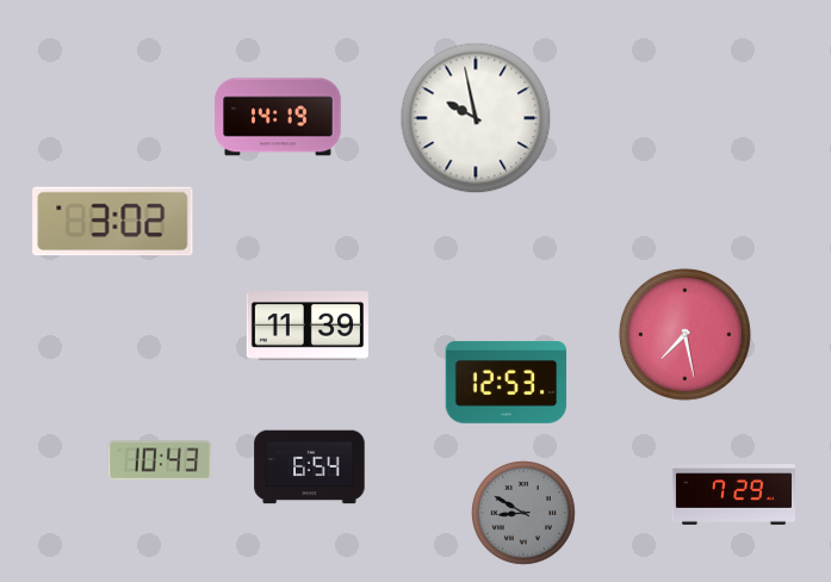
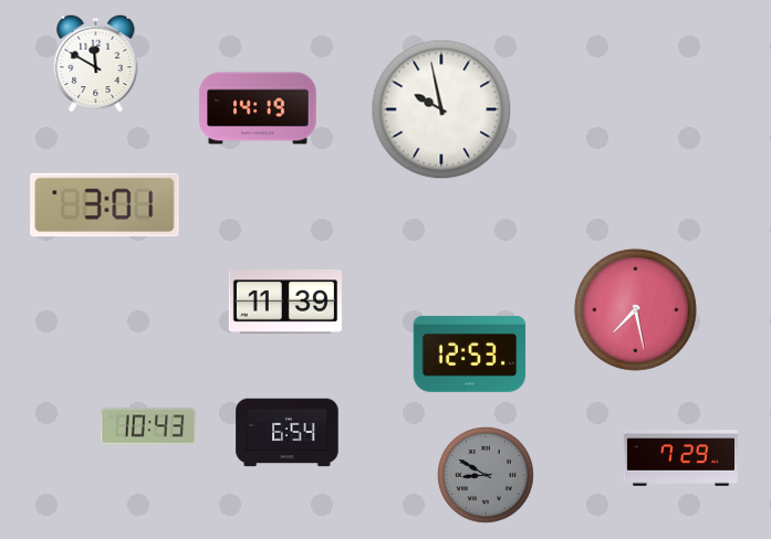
clock at (96, 63): none -> 11:50
clock at (113, 222): 3:02 -> 3:01
